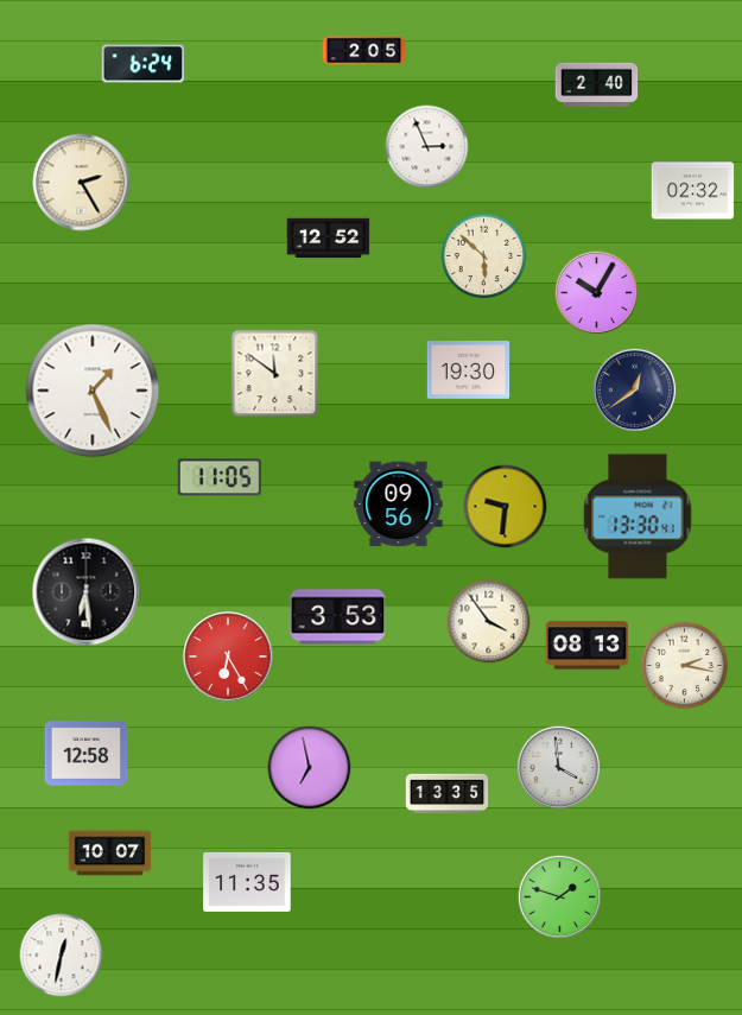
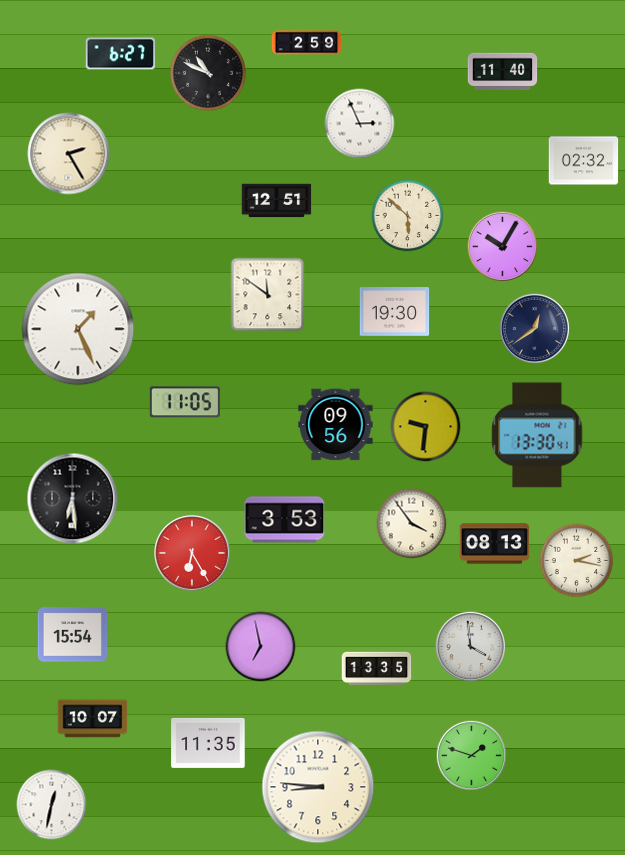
clock at (364, 51): 2:05 -> 2:59
clock at (144, 64): 6:24 -> 6:27
clock at (597, 84): 2:40 -> 11:40
clock at (208, 73): none -> 10:49
clock at (329, 239): 12:52 -> 12:51
clock at (275, 374) position: (275, 374) -> (268, 295)
clock at (87, 754): 12:58 -> 15:54
clock at (318, 787): none -> 8:46
